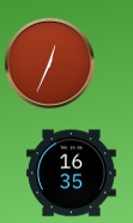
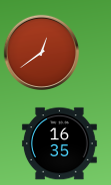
clock at (50, 64): 12:34 -> 12:39
